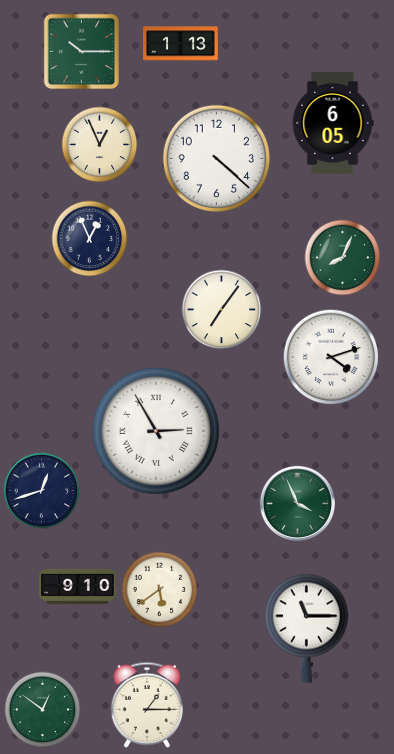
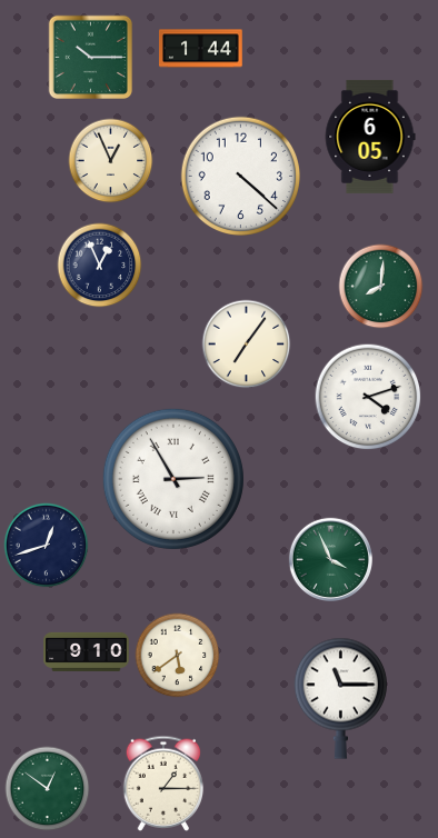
clock at (181, 44): 1:13 -> 1:44
clock at (343, 258): 8:04 -> 8:01
